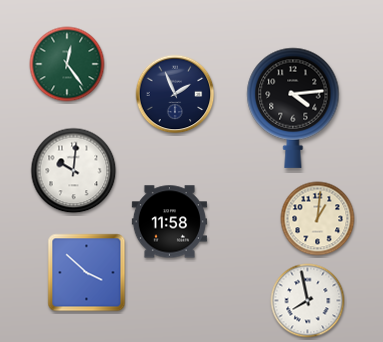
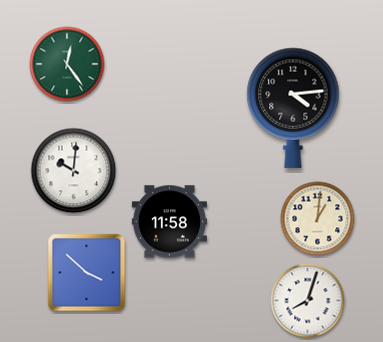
clock at (175, 94): 1:56 -> none
clock at (308, 301): 7:58 -> 8:03
